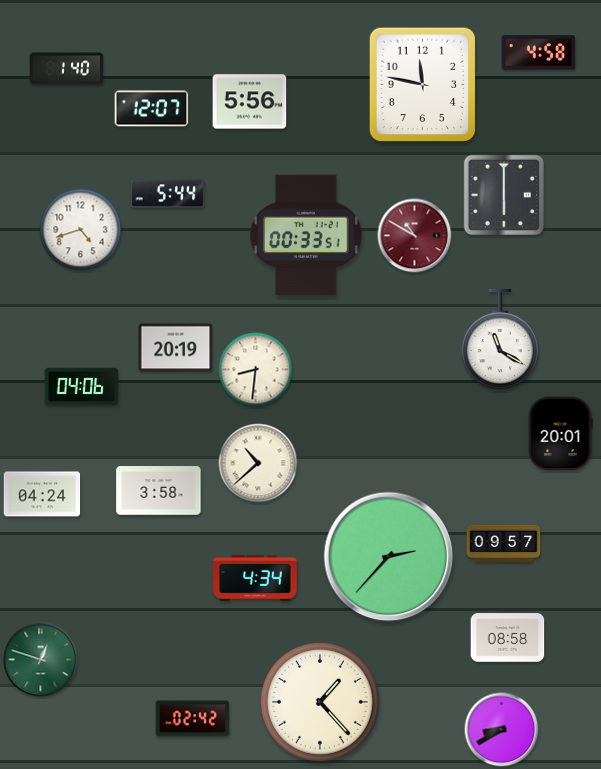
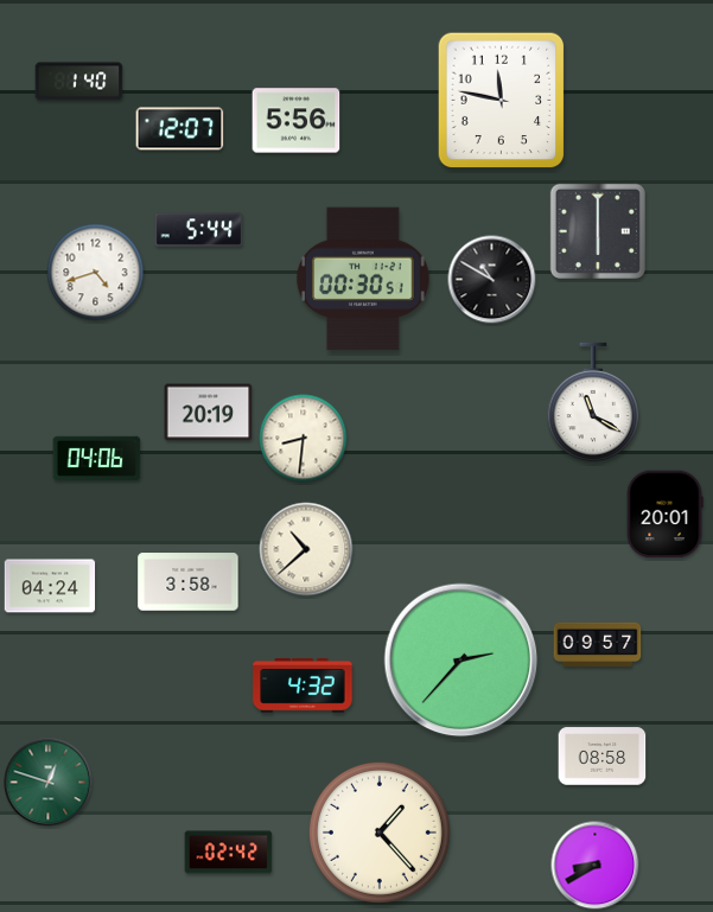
clock at (539, 53): 4:58 -> none
clock at (306, 235): 00:33 -> 00:30
clock at (415, 236) dial: burgundy -> black
clock at (255, 578): 4:34 -> 4:32
